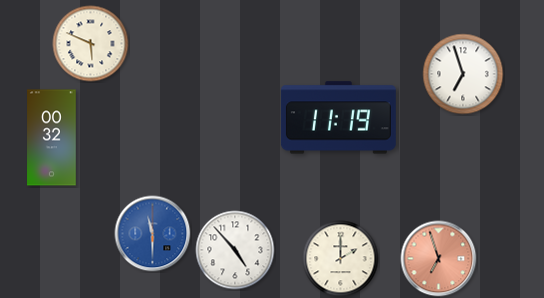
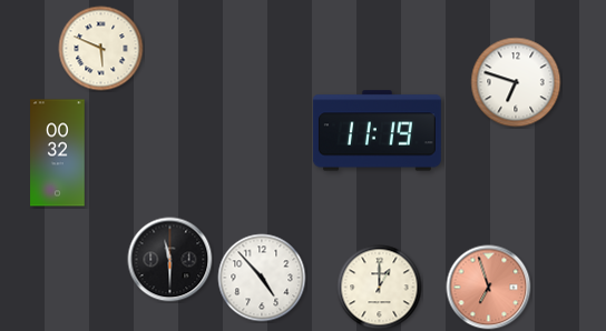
clock at (463, 74): 6:57 -> 6:48
clock at (153, 234) dial: blue -> black
clock at (341, 259): 2:00 -> 1:00
